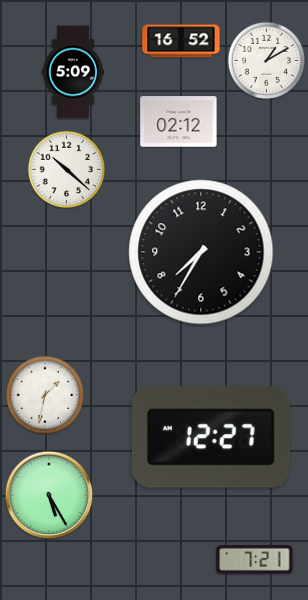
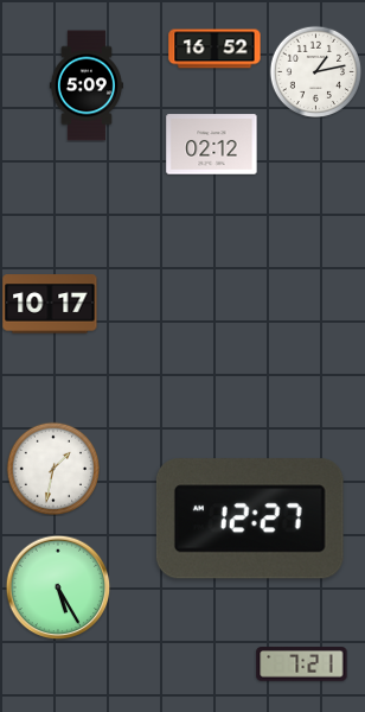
clock at (266, 60): 1:10 -> 1:13
clock at (66, 169): 10:22 -> none
clock at (201, 252): 7:35 -> none
clock at (50, 304): none -> 10:17
